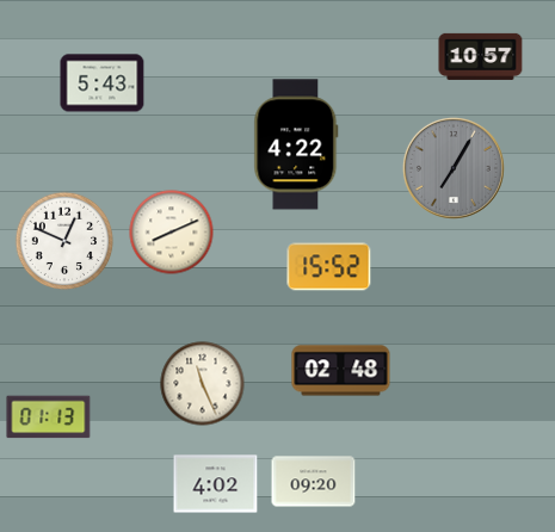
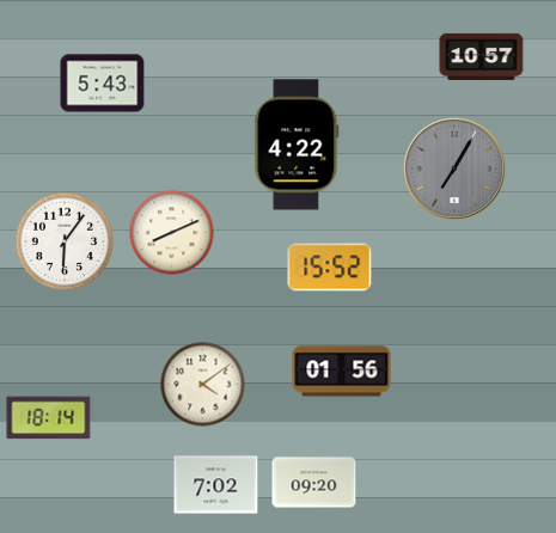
clock at (64, 241): 12:49 -> 6:06
clock at (341, 371): 02:48 -> 01:56
clock at (203, 384): 11:26 -> 4:09
clock at (49, 417): 01:13 -> 18:14
clock at (216, 484): 4:02 -> 7:02
